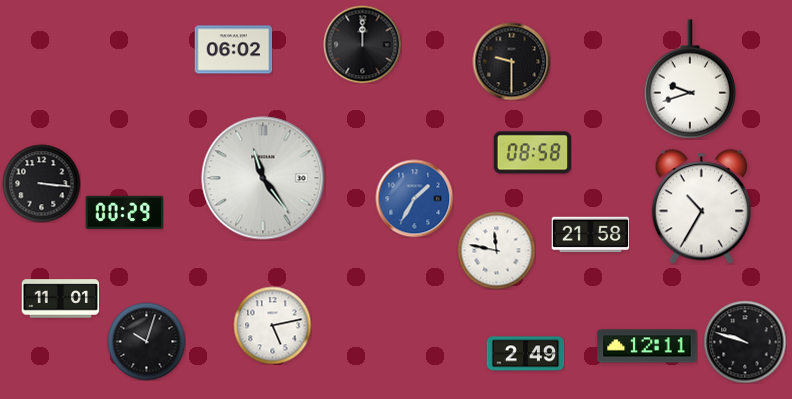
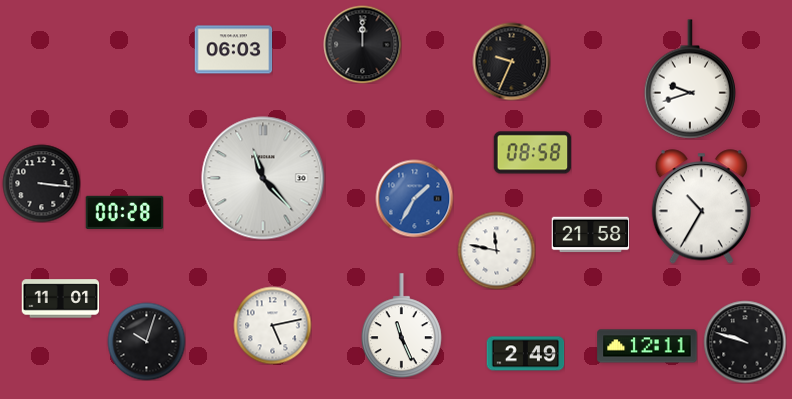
clock at (233, 50): 06:02 -> 06:03
clock at (511, 61): 9:30 -> 9:34
clock at (263, 178): 11:24 -> 11:23
clock at (124, 212): 00:29 -> 00:28
clock at (401, 326): none -> 11:26
